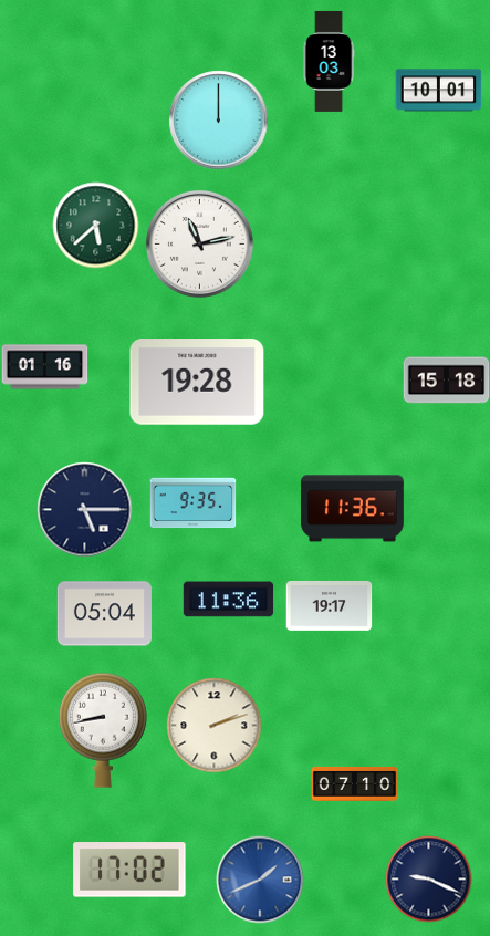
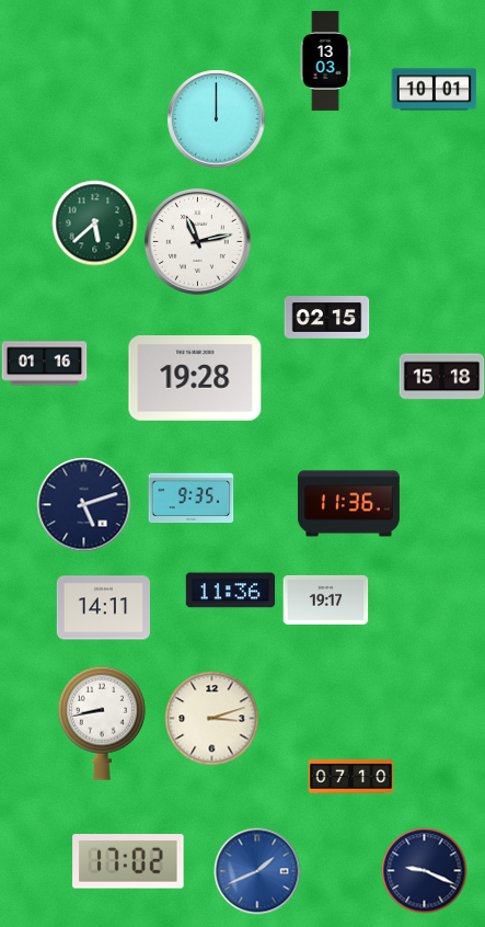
clock at (326, 318): none -> 02:15
clock at (84, 509): 5:15 -> 5:12
clock at (228, 600) position: (228, 600) -> (230, 591)
clock at (104, 614): 05:04 -> 14:11
clock at (213, 725): 2:12 -> 3:12
